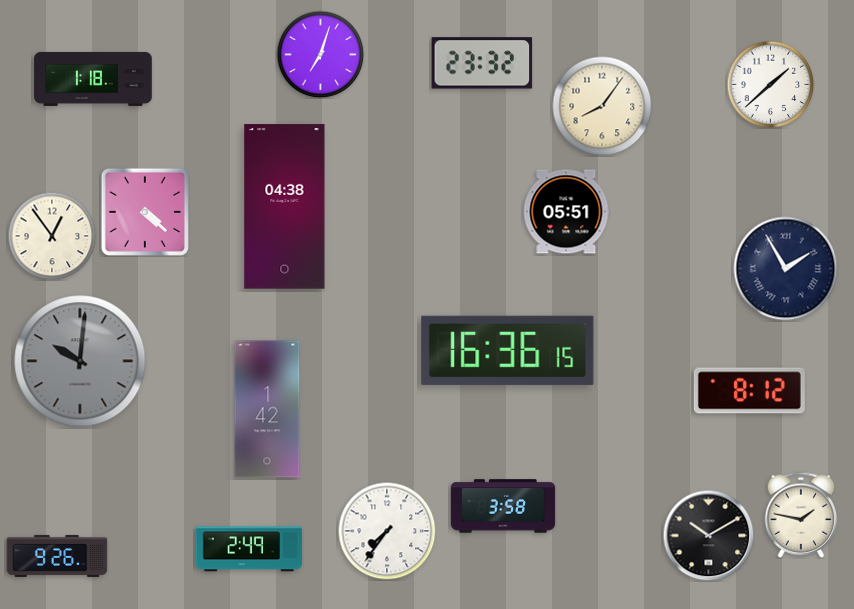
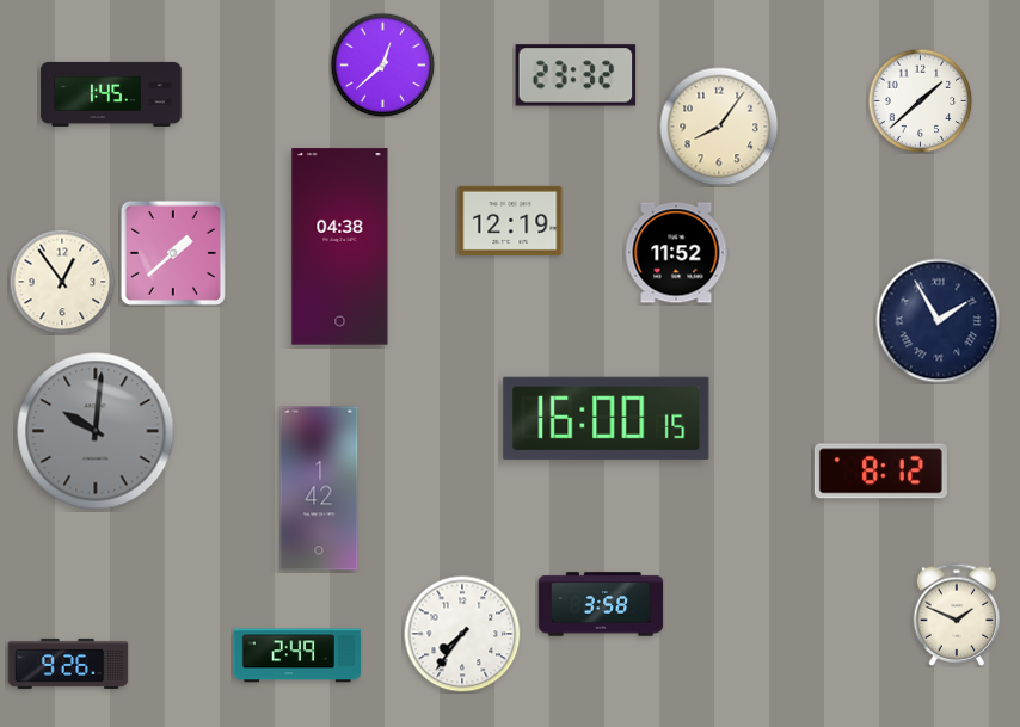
clock at (320, 54): 7:03 -> 12:38
clock at (93, 79): 1:18 -> 1:45
clock at (510, 221): none -> 12:19
clock at (145, 212): 4:22 -> 1:38
clock at (566, 212): 05:51 -> 11:52
clock at (508, 350): 16:36 -> 16:00
clock at (749, 391) position: (749, 391) -> (880, 472)
clock at (801, 515): 1:47 -> 1:49
clock at (708, 535): 10:10 -> none
